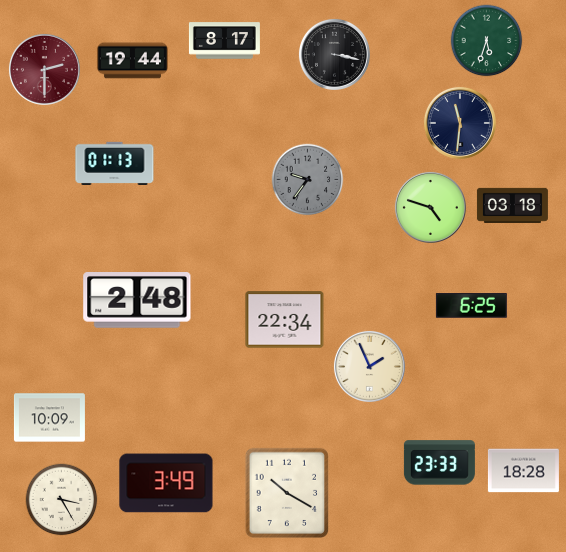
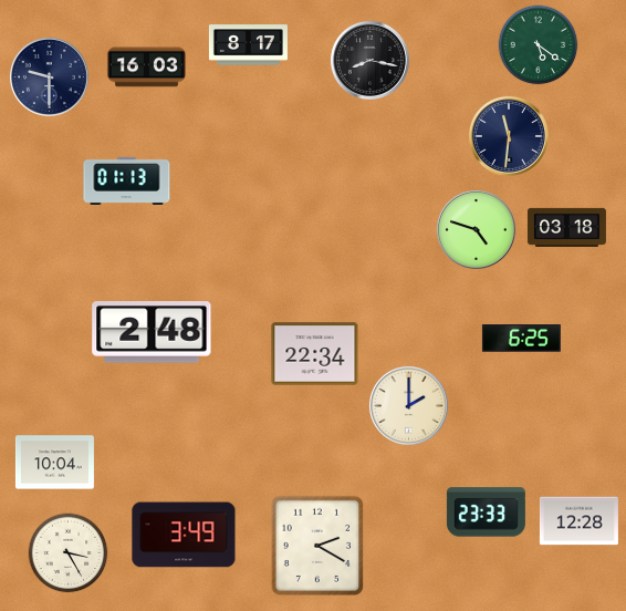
clock at (487, 41): 5:33 -> 5:21
clock at (334, 54): 3:17 -> 8:17
clock at (132, 61): 19:44 -> 16:03
clock at (44, 69): 2:30 -> 9:30
clock at (44, 69) dial: burgundy -> navy
clock at (308, 180): 9:36 -> none
clock at (369, 366): 1:56 -> 2:00
clock at (49, 418): 10:09 -> 10:04
clock at (523, 471): 18:28 -> 12:28
clock at (286, 492): 10:20 -> 2:20
